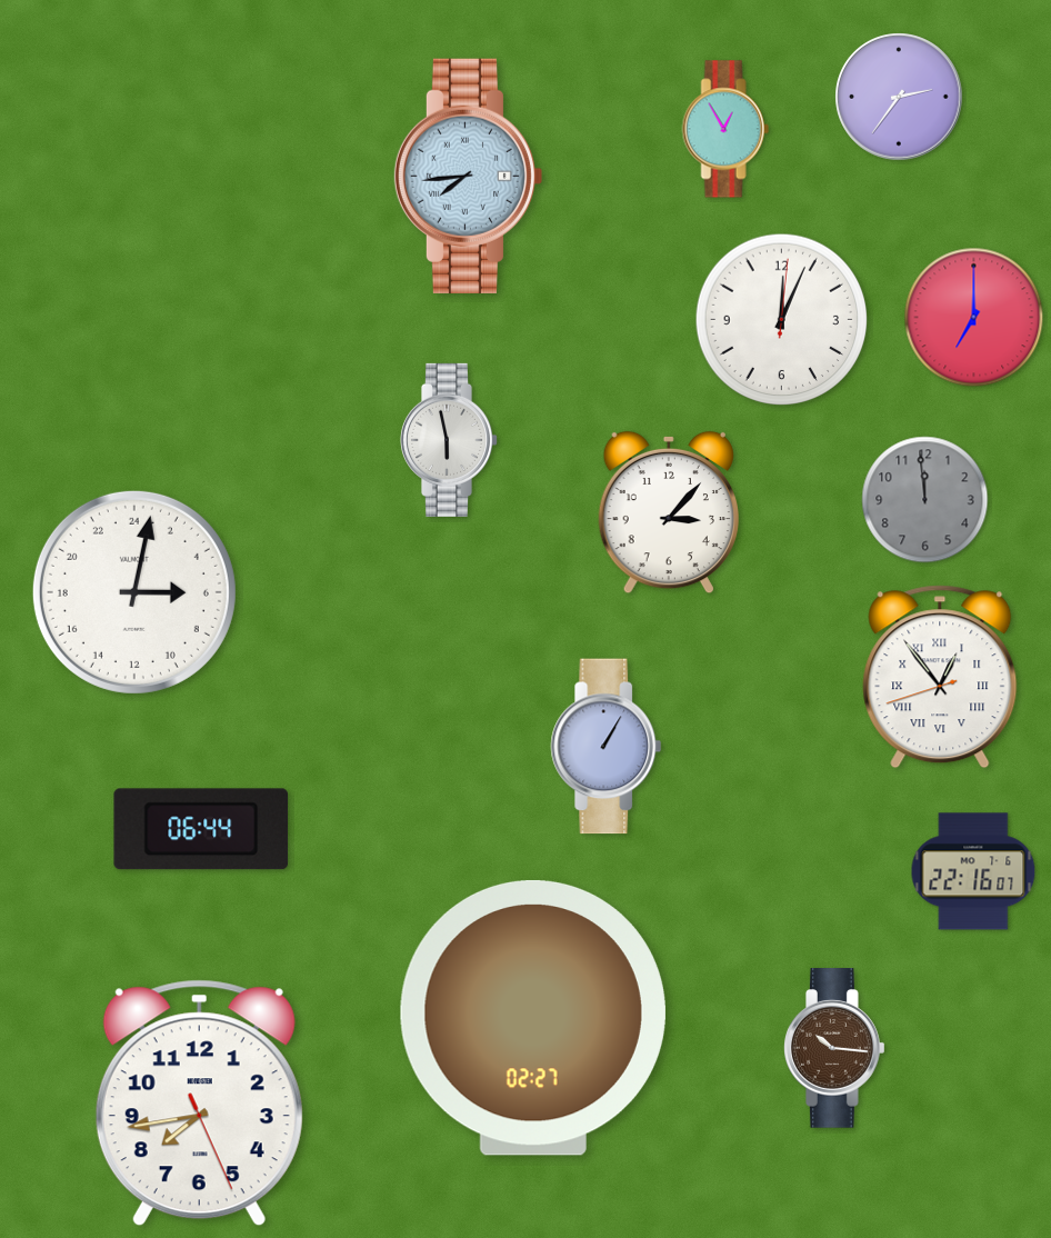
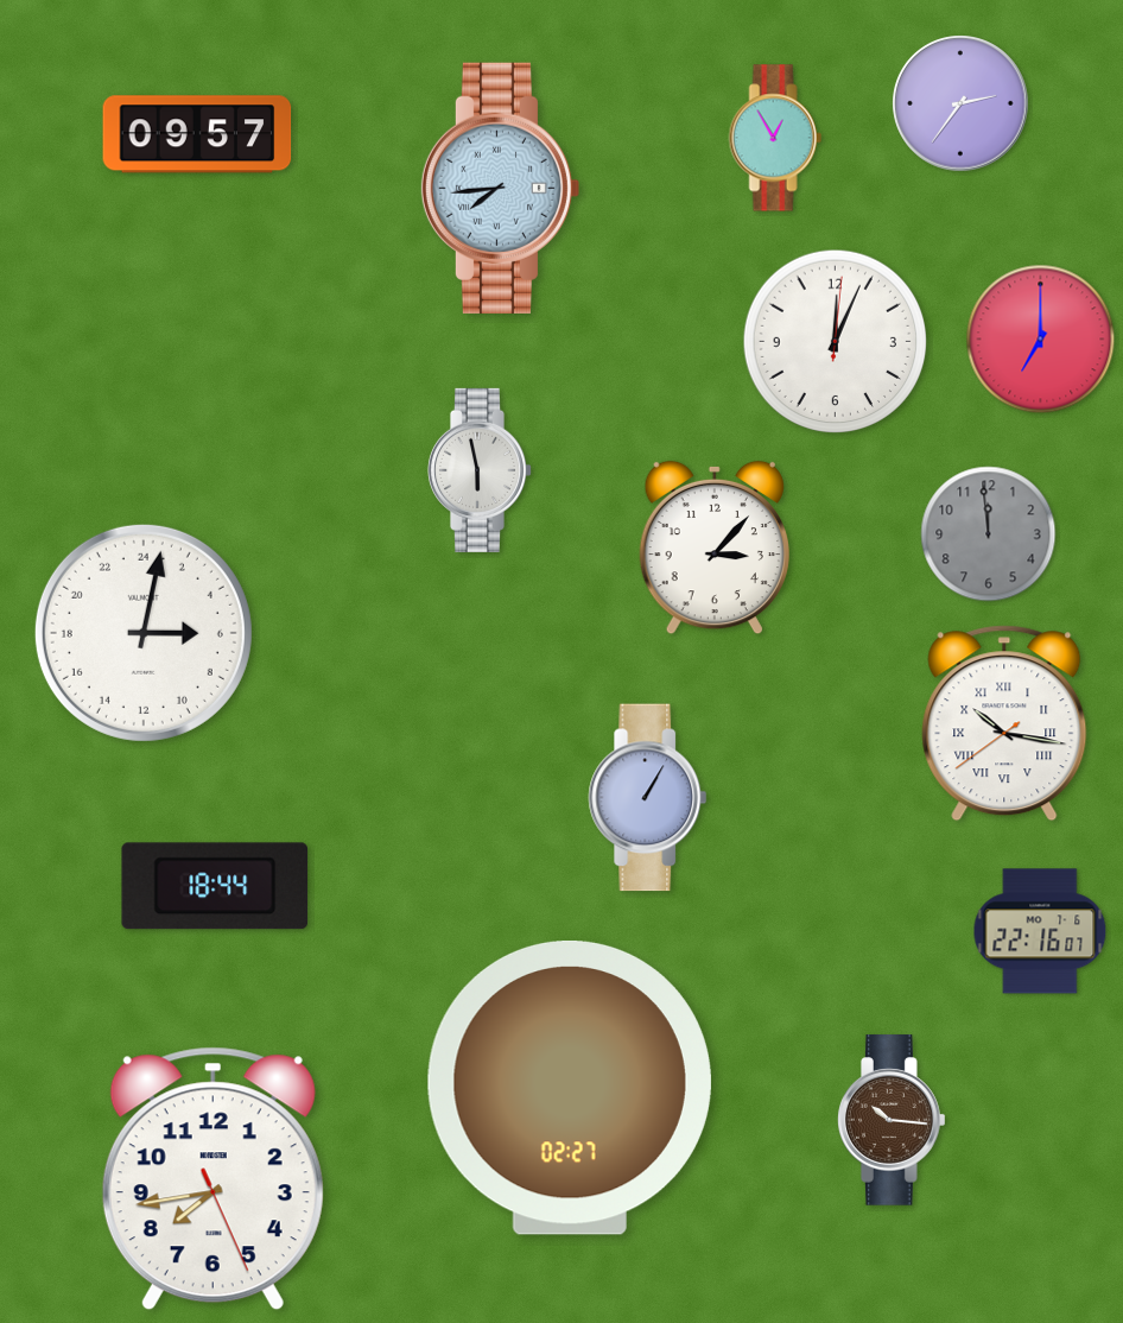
clock at (197, 134): none -> 09:57
clock at (940, 677): 12:53 -> 10:16
clock at (201, 829): 06:44 -> 18:44
